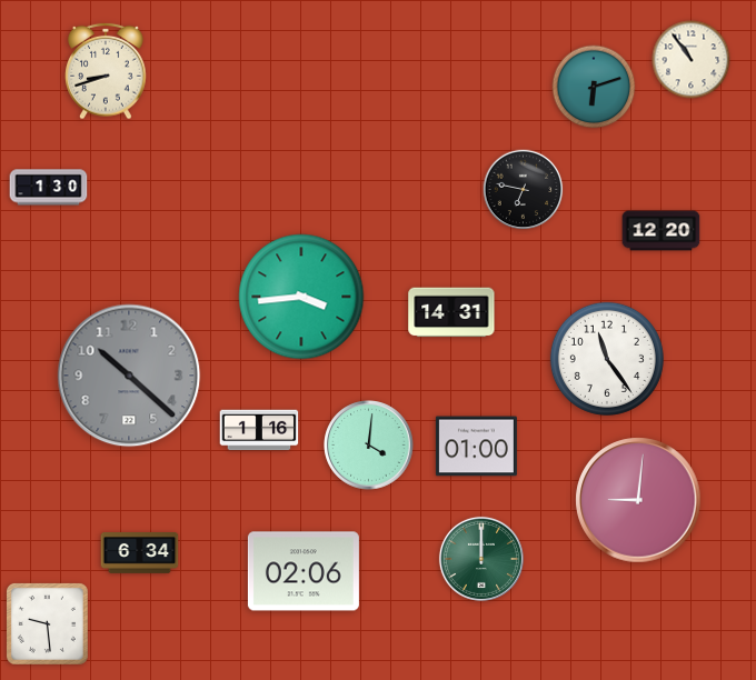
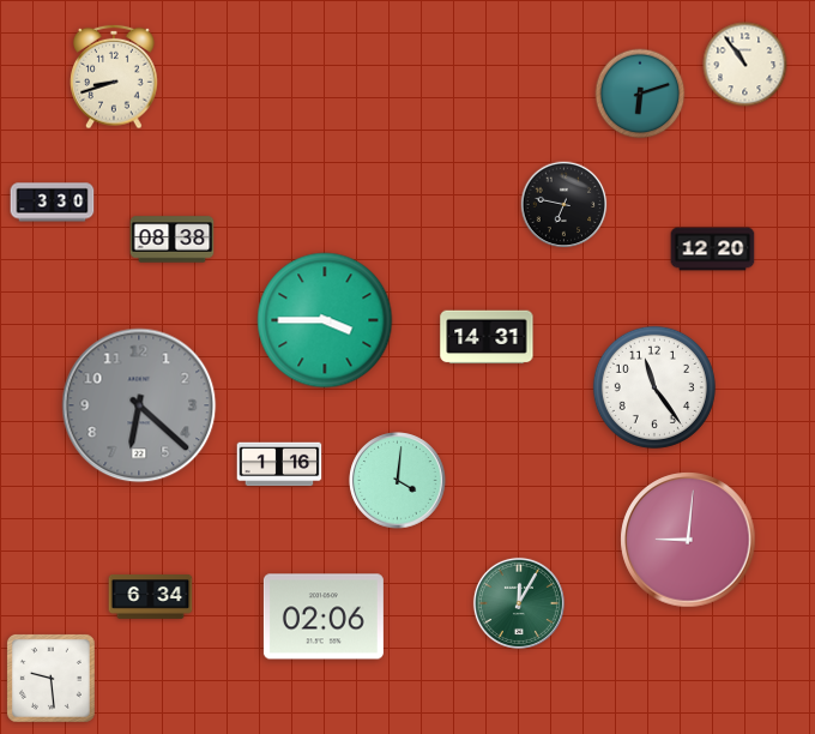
clock at (49, 188): 1:30 -> 3:30
clock at (173, 240): none -> 08:38
clock at (301, 297): 3:44 -> 3:45
clock at (129, 376): 10:22 -> 6:22
clock at (476, 447): 01:00 -> none
clock at (481, 559): 12:00 -> 12:05
clock at (304, 571) position: (304, 571) -> (324, 616)
clock at (47, 623) position: (47, 623) -> (50, 678)
